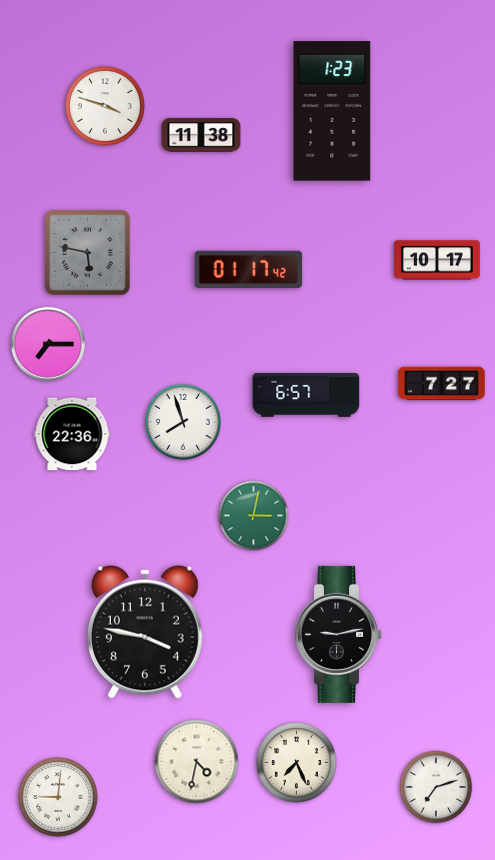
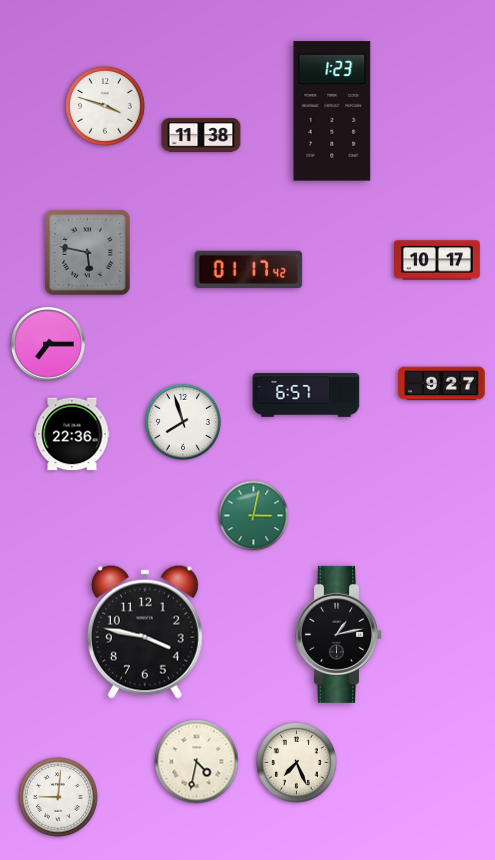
clock at (442, 384): 7:27 -> 9:27
clock at (339, 634): 9:13 -> 1:13
clock at (436, 787): 7:12 -> none
